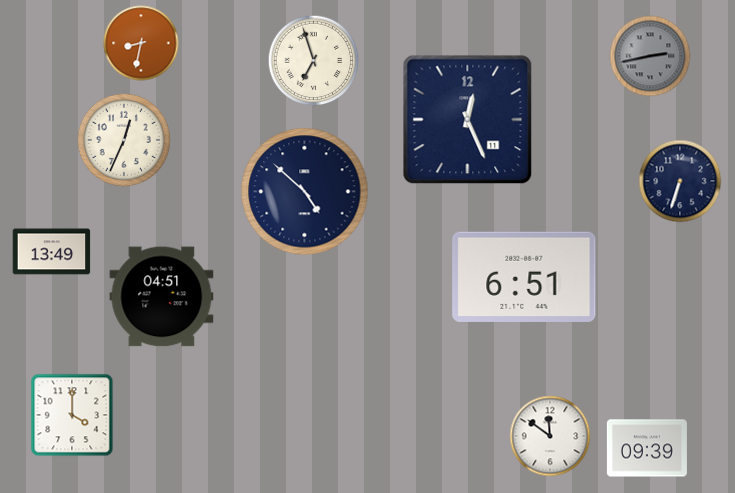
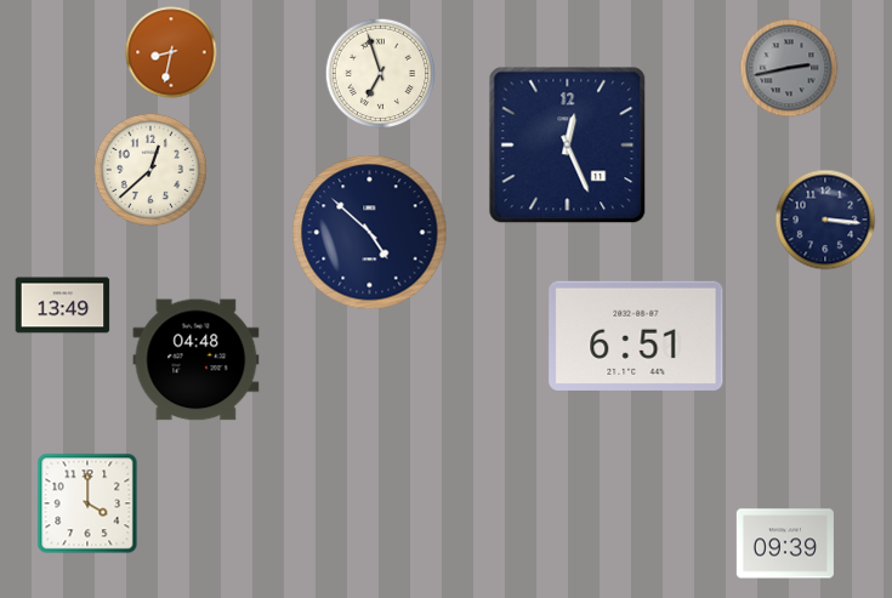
clock at (124, 140): 12:34 -> 12:38
clock at (680, 181): 6:33 -> 3:16
clock at (162, 297): 04:51 -> 04:48
clock at (550, 436): 11:51 -> none
